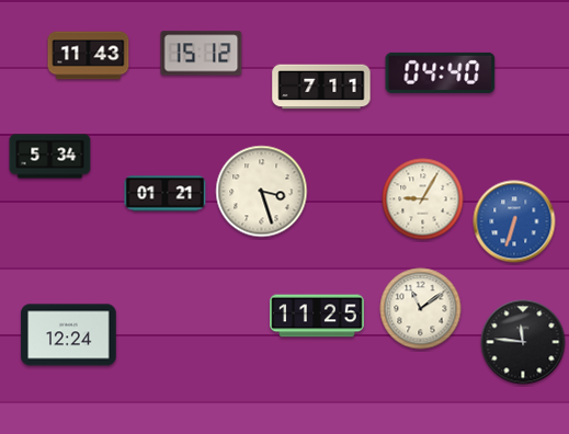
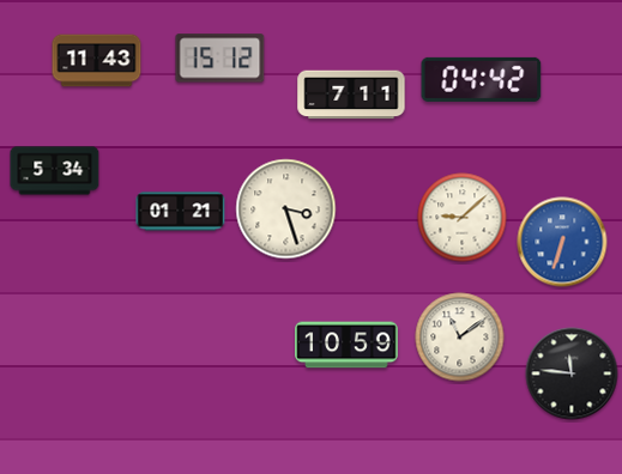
clock at (441, 72): 04:40 -> 04:42
clock at (423, 199): 9:05 -> 9:08
clock at (317, 316): 11:25 -> 10:59
clock at (69, 335): 12:24 -> none
